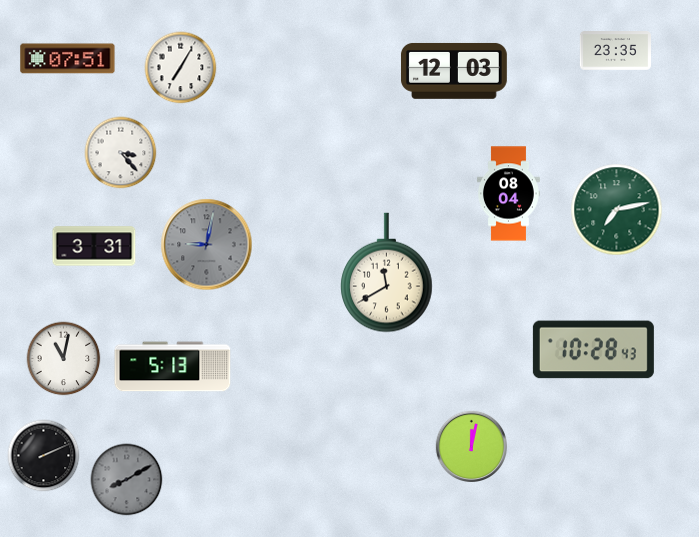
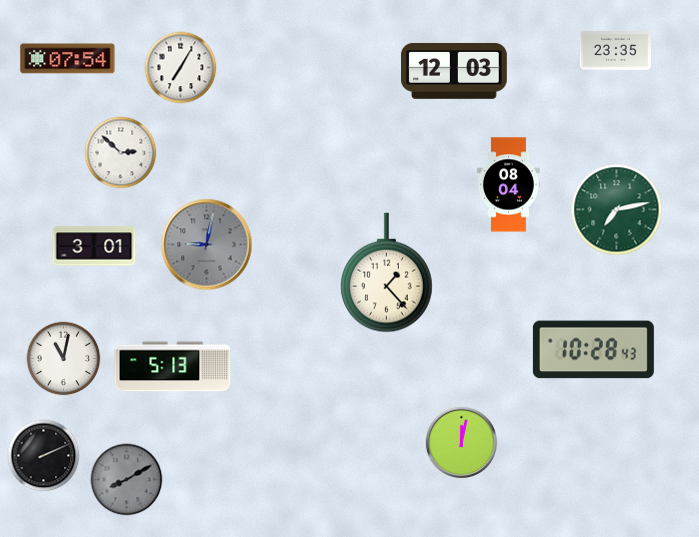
clock at (68, 59): 07:51 -> 07:54
clock at (121, 153): 3:23 -> 2:52
clock at (508, 194) position: (508, 194) -> (508, 185)
clock at (94, 246): 3:31 -> 3:01
clock at (387, 273): 11:40 -> 1:23
clock at (471, 446) position: (471, 446) -> (461, 442)
